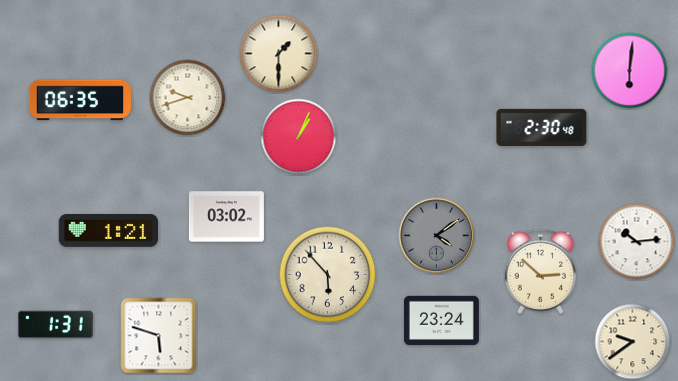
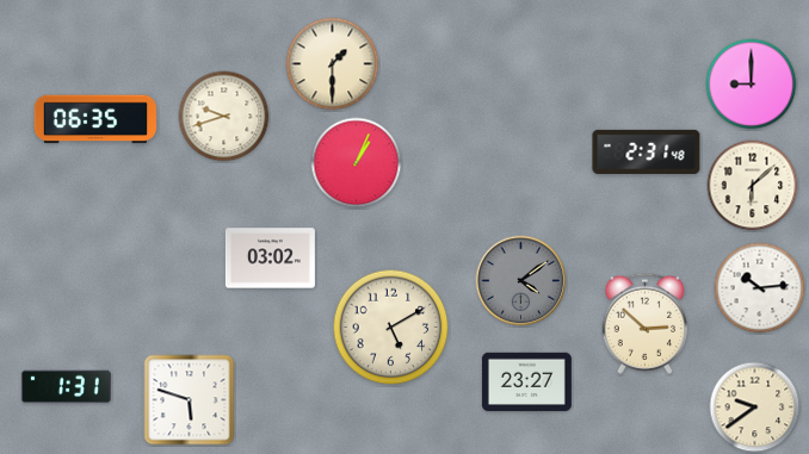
clock at (630, 71): 6:01 -> 9:00
clock at (542, 127): 2:30 -> 2:31
clock at (753, 186): none -> 6:08
clock at (109, 231): 1:21 -> none
clock at (328, 275): 5:53 -> 5:10
clock at (441, 320): 23:24 -> 23:27
